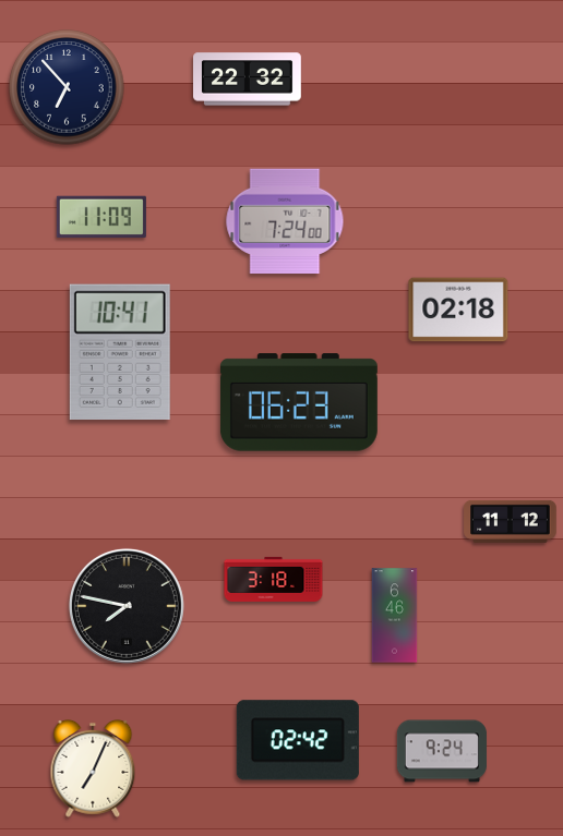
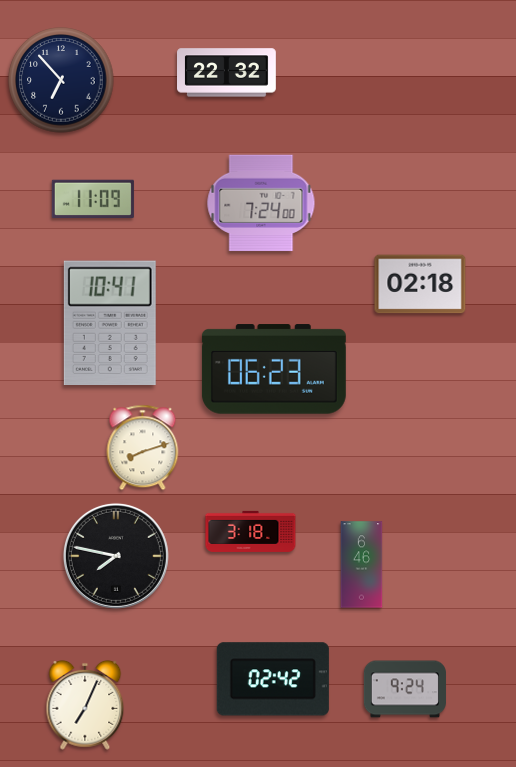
clock at (143, 448): none -> 8:12
clock at (511, 521): 11:12 -> none
